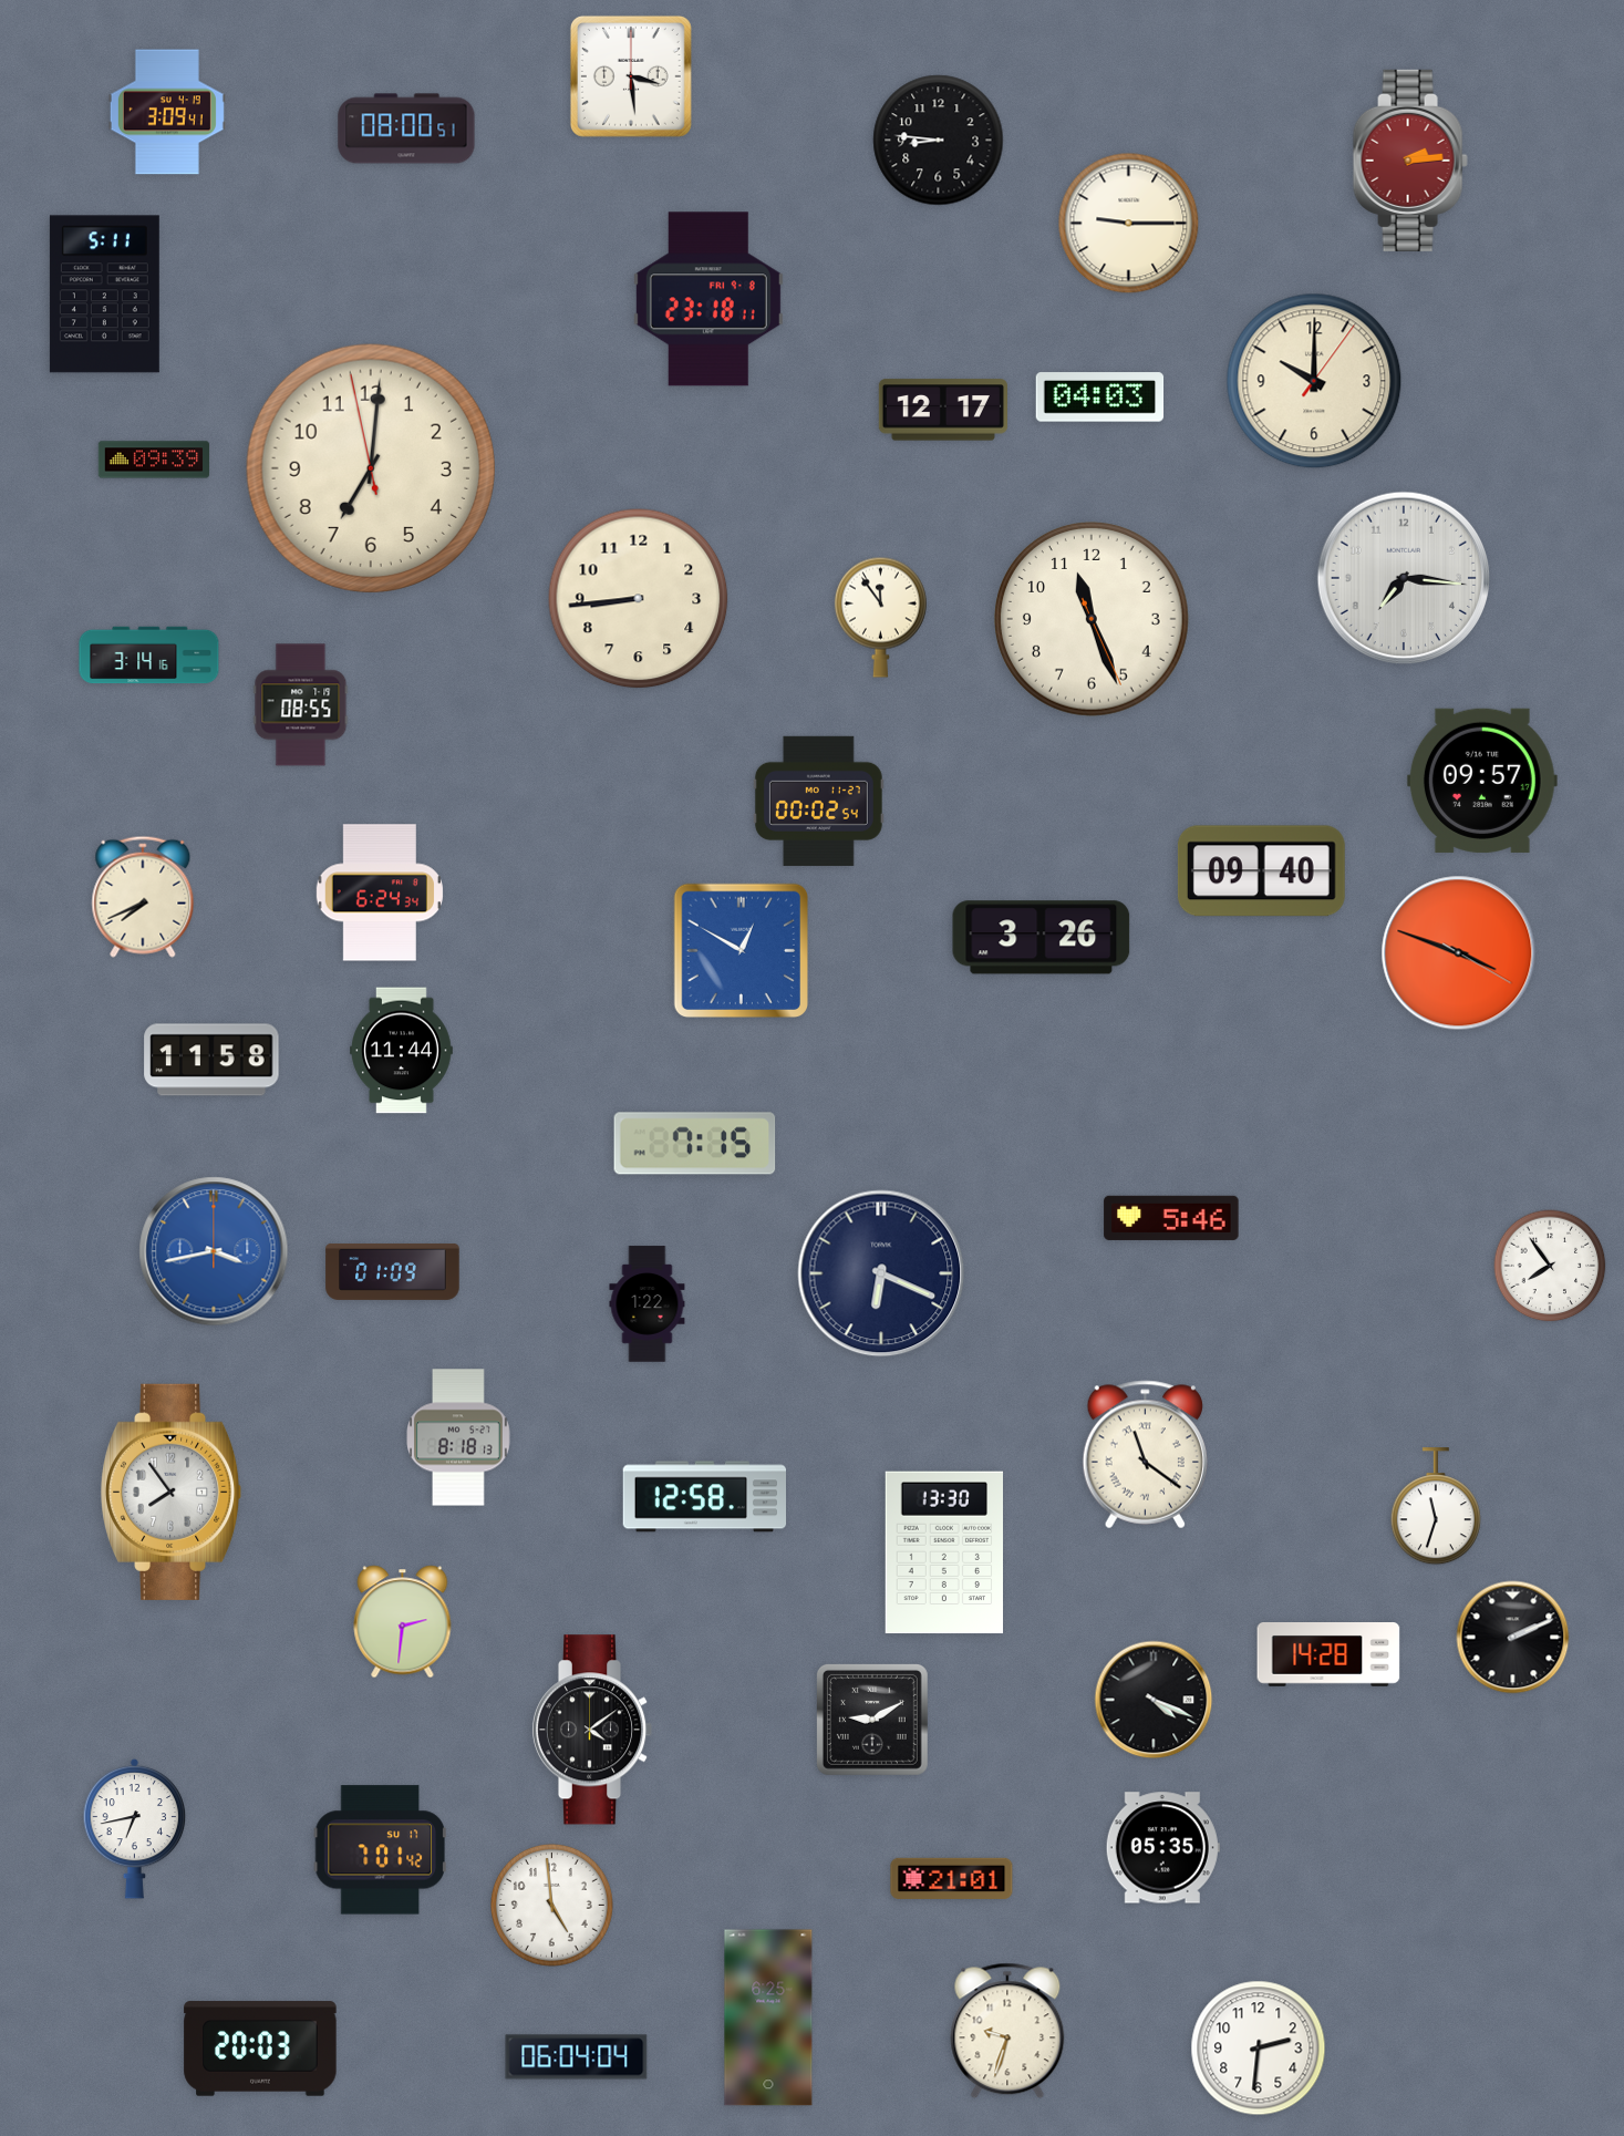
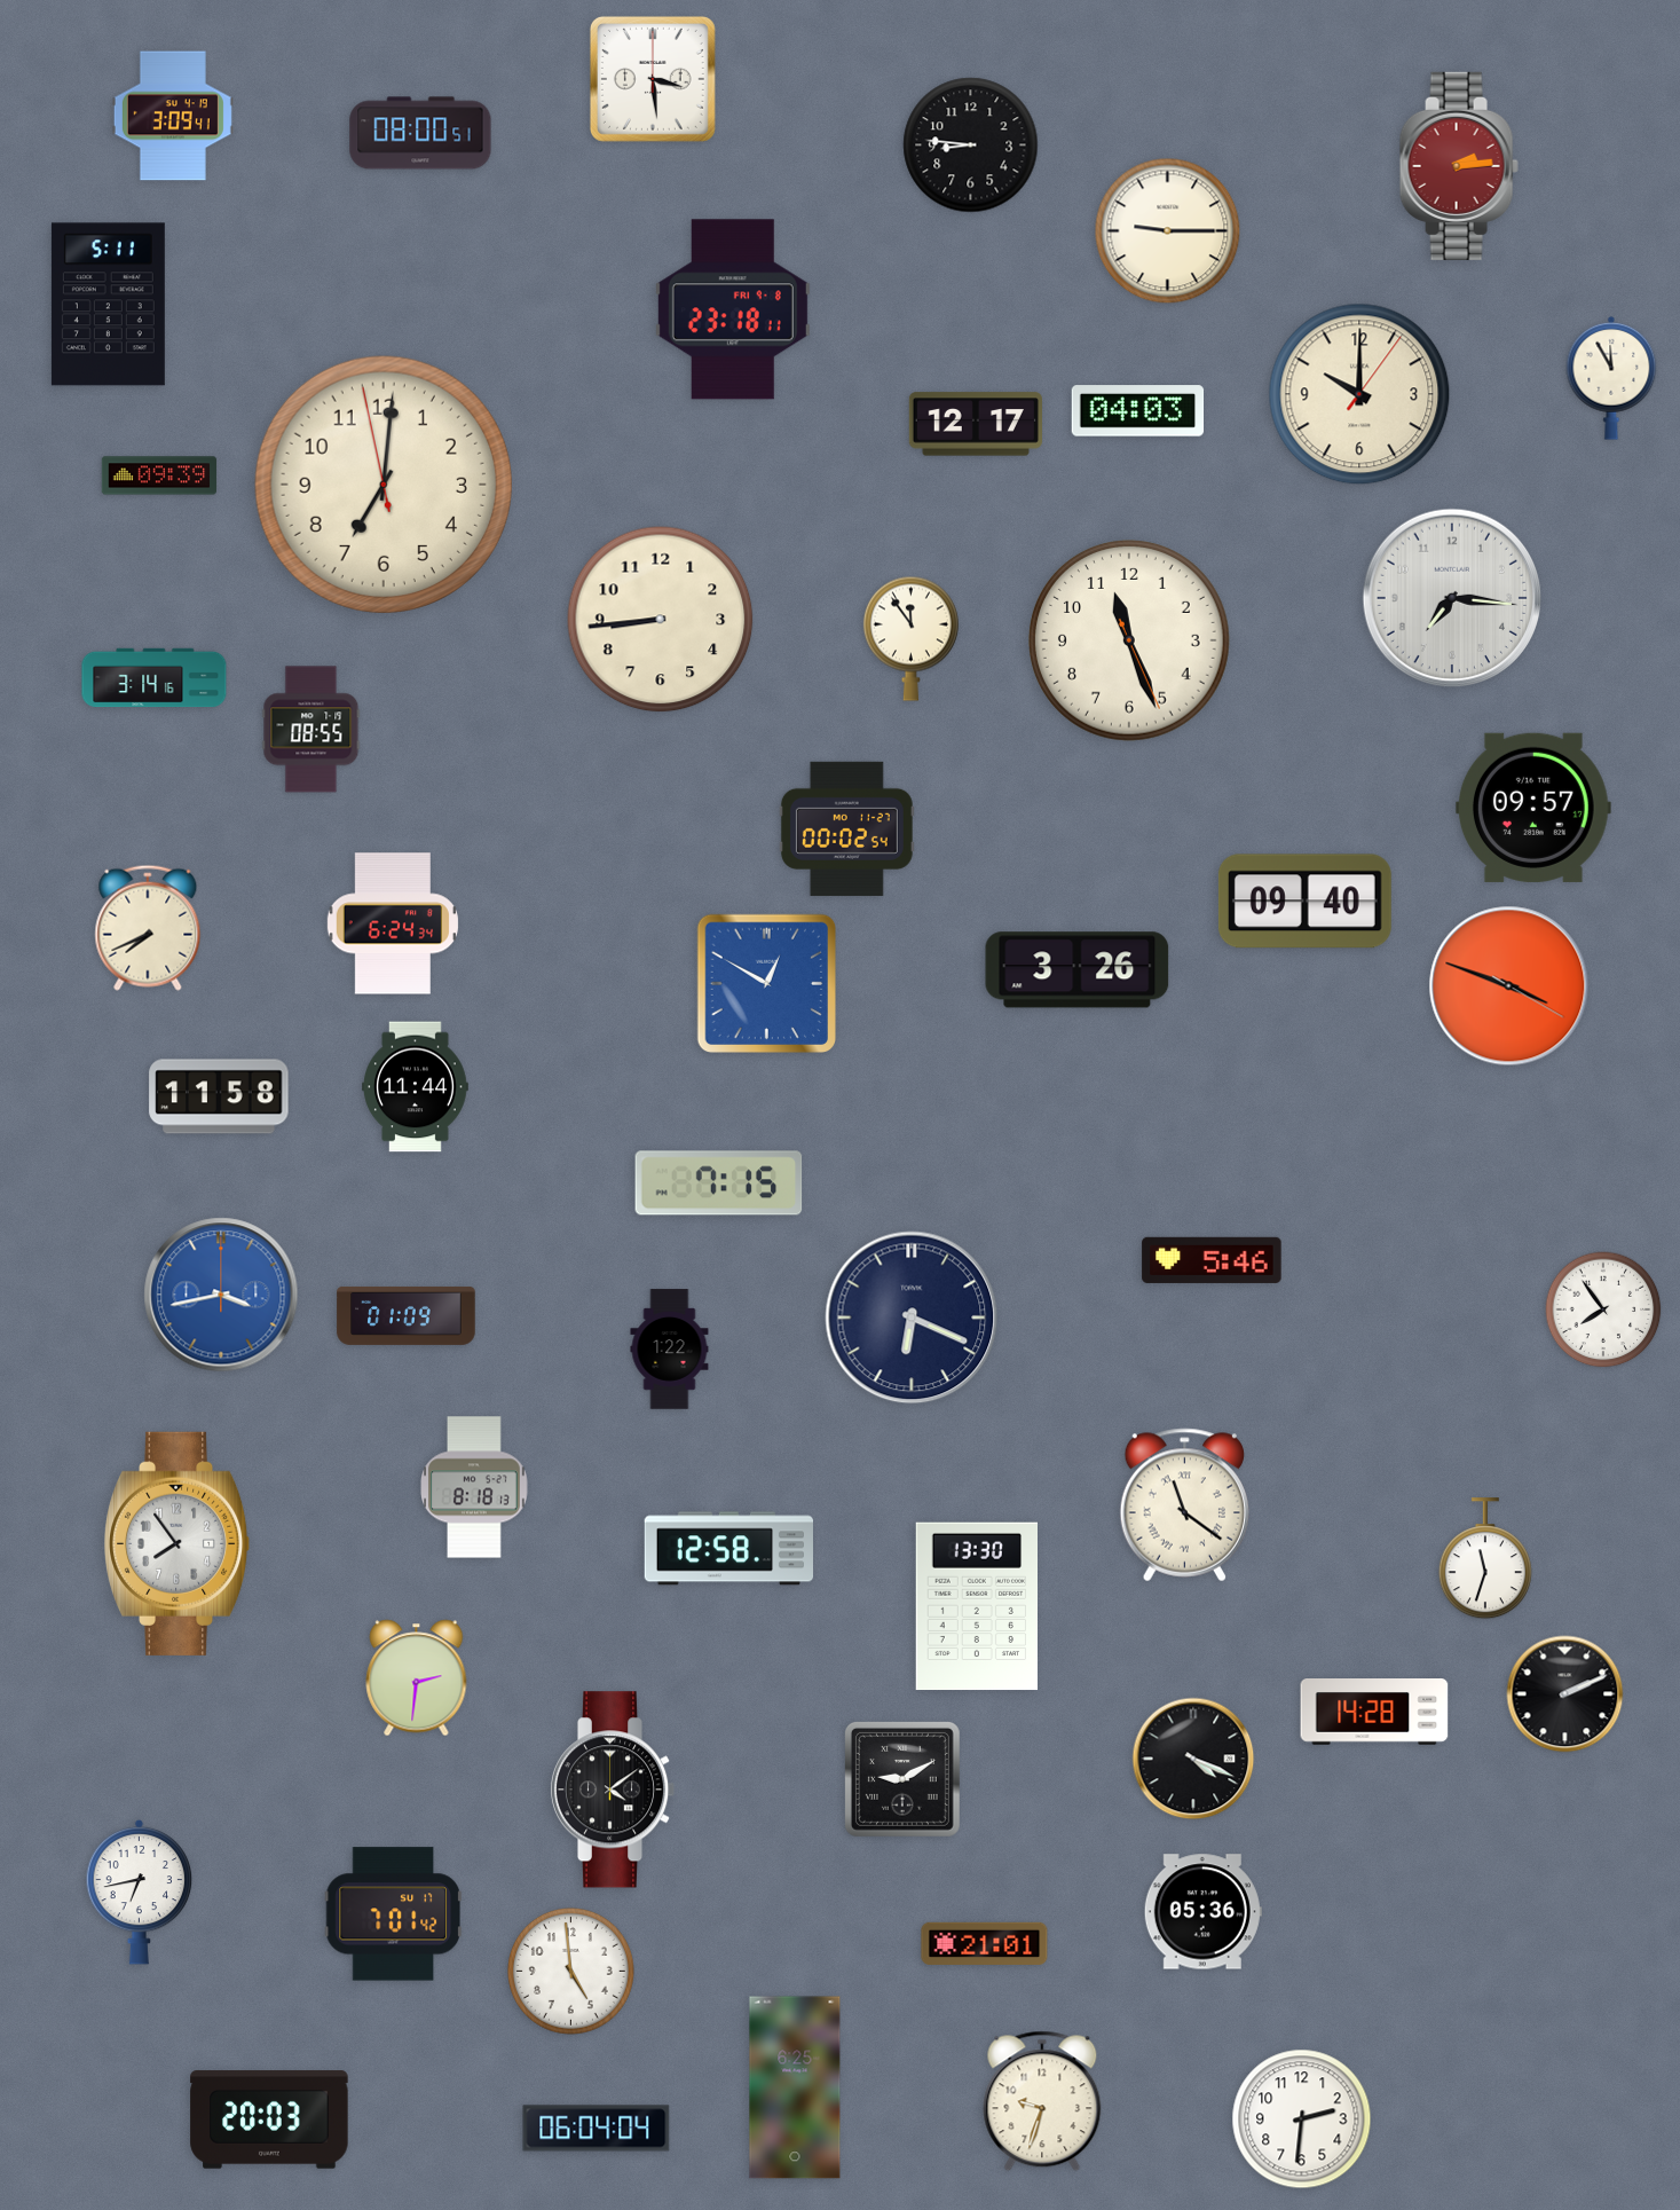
clock at (1611, 378): none -> 11:55
clock at (1162, 1848): 05:35 -> 05:36
